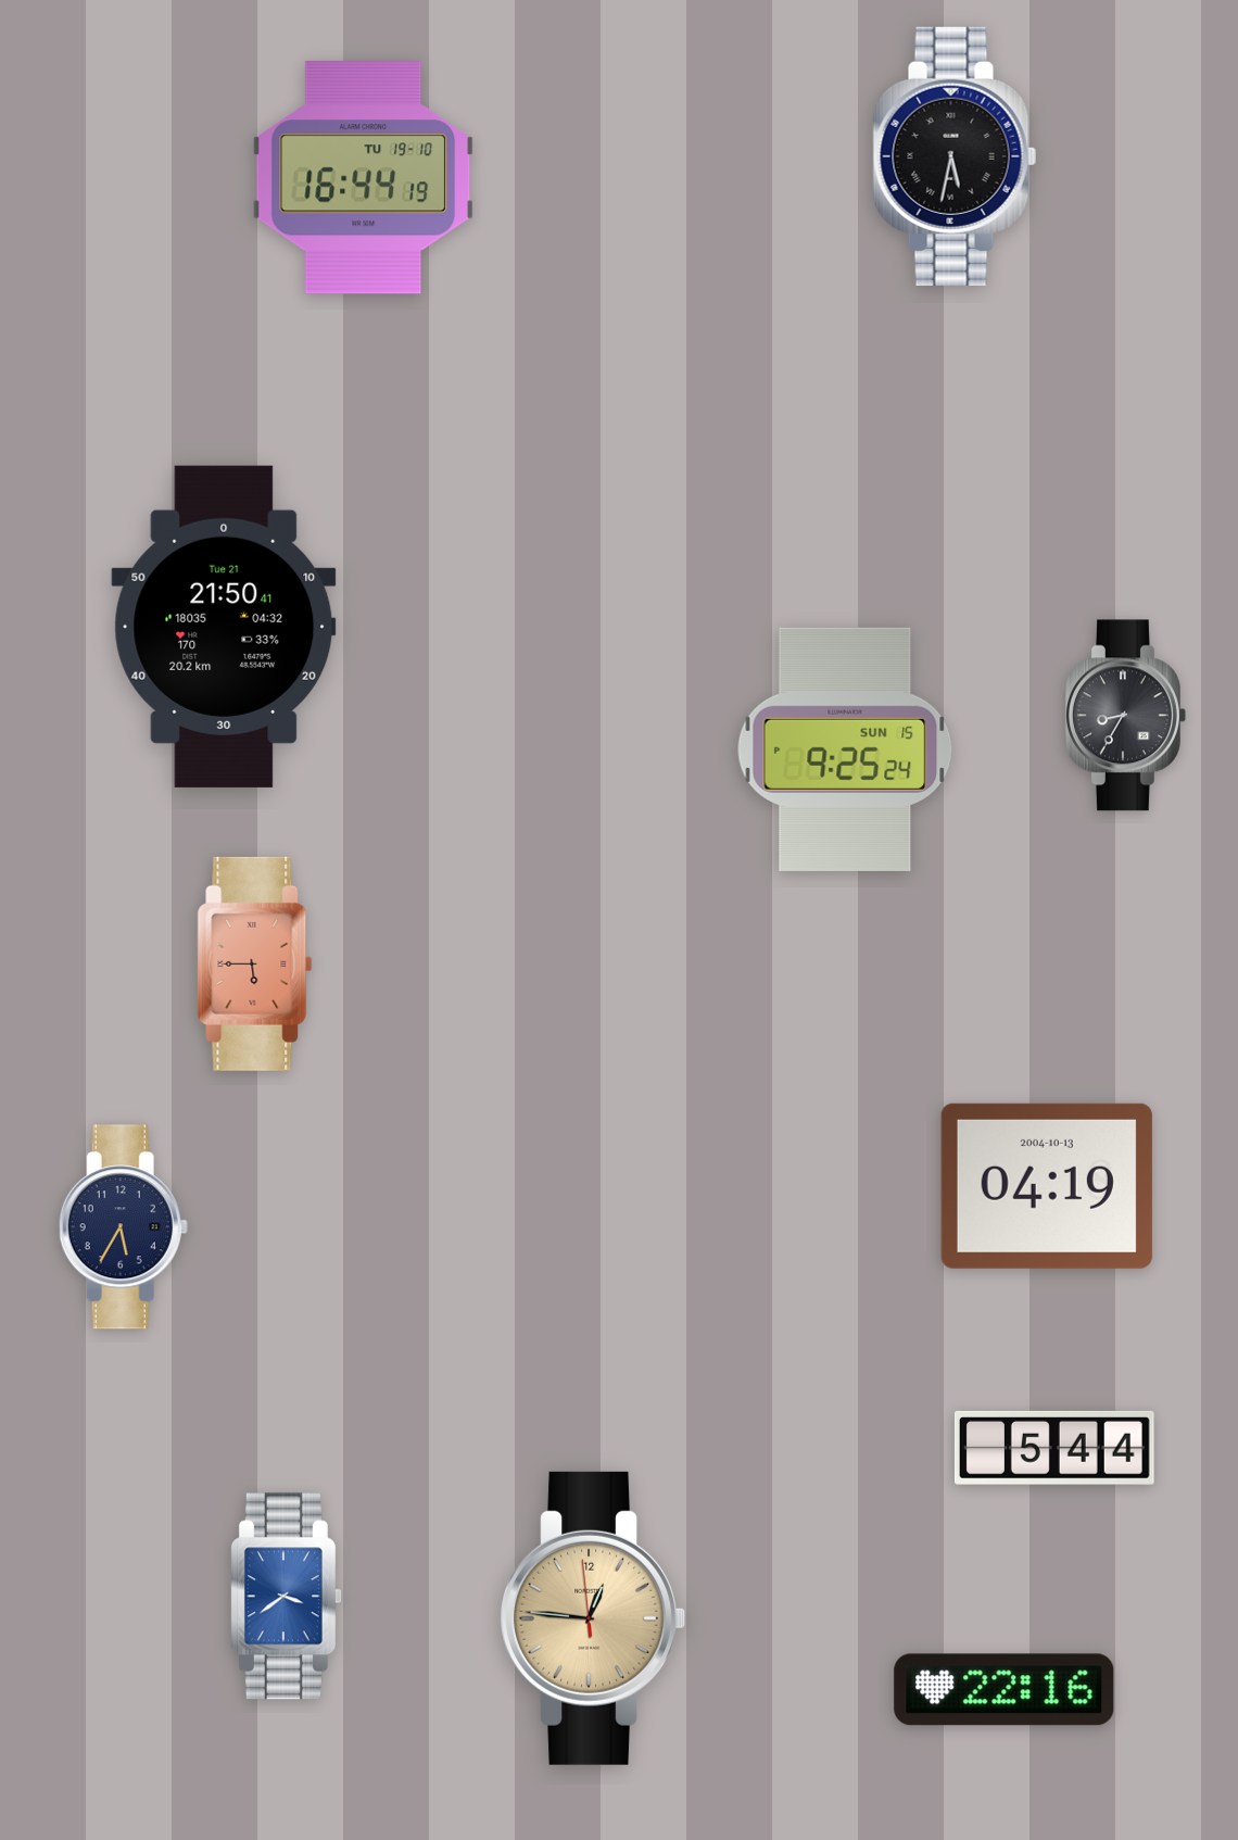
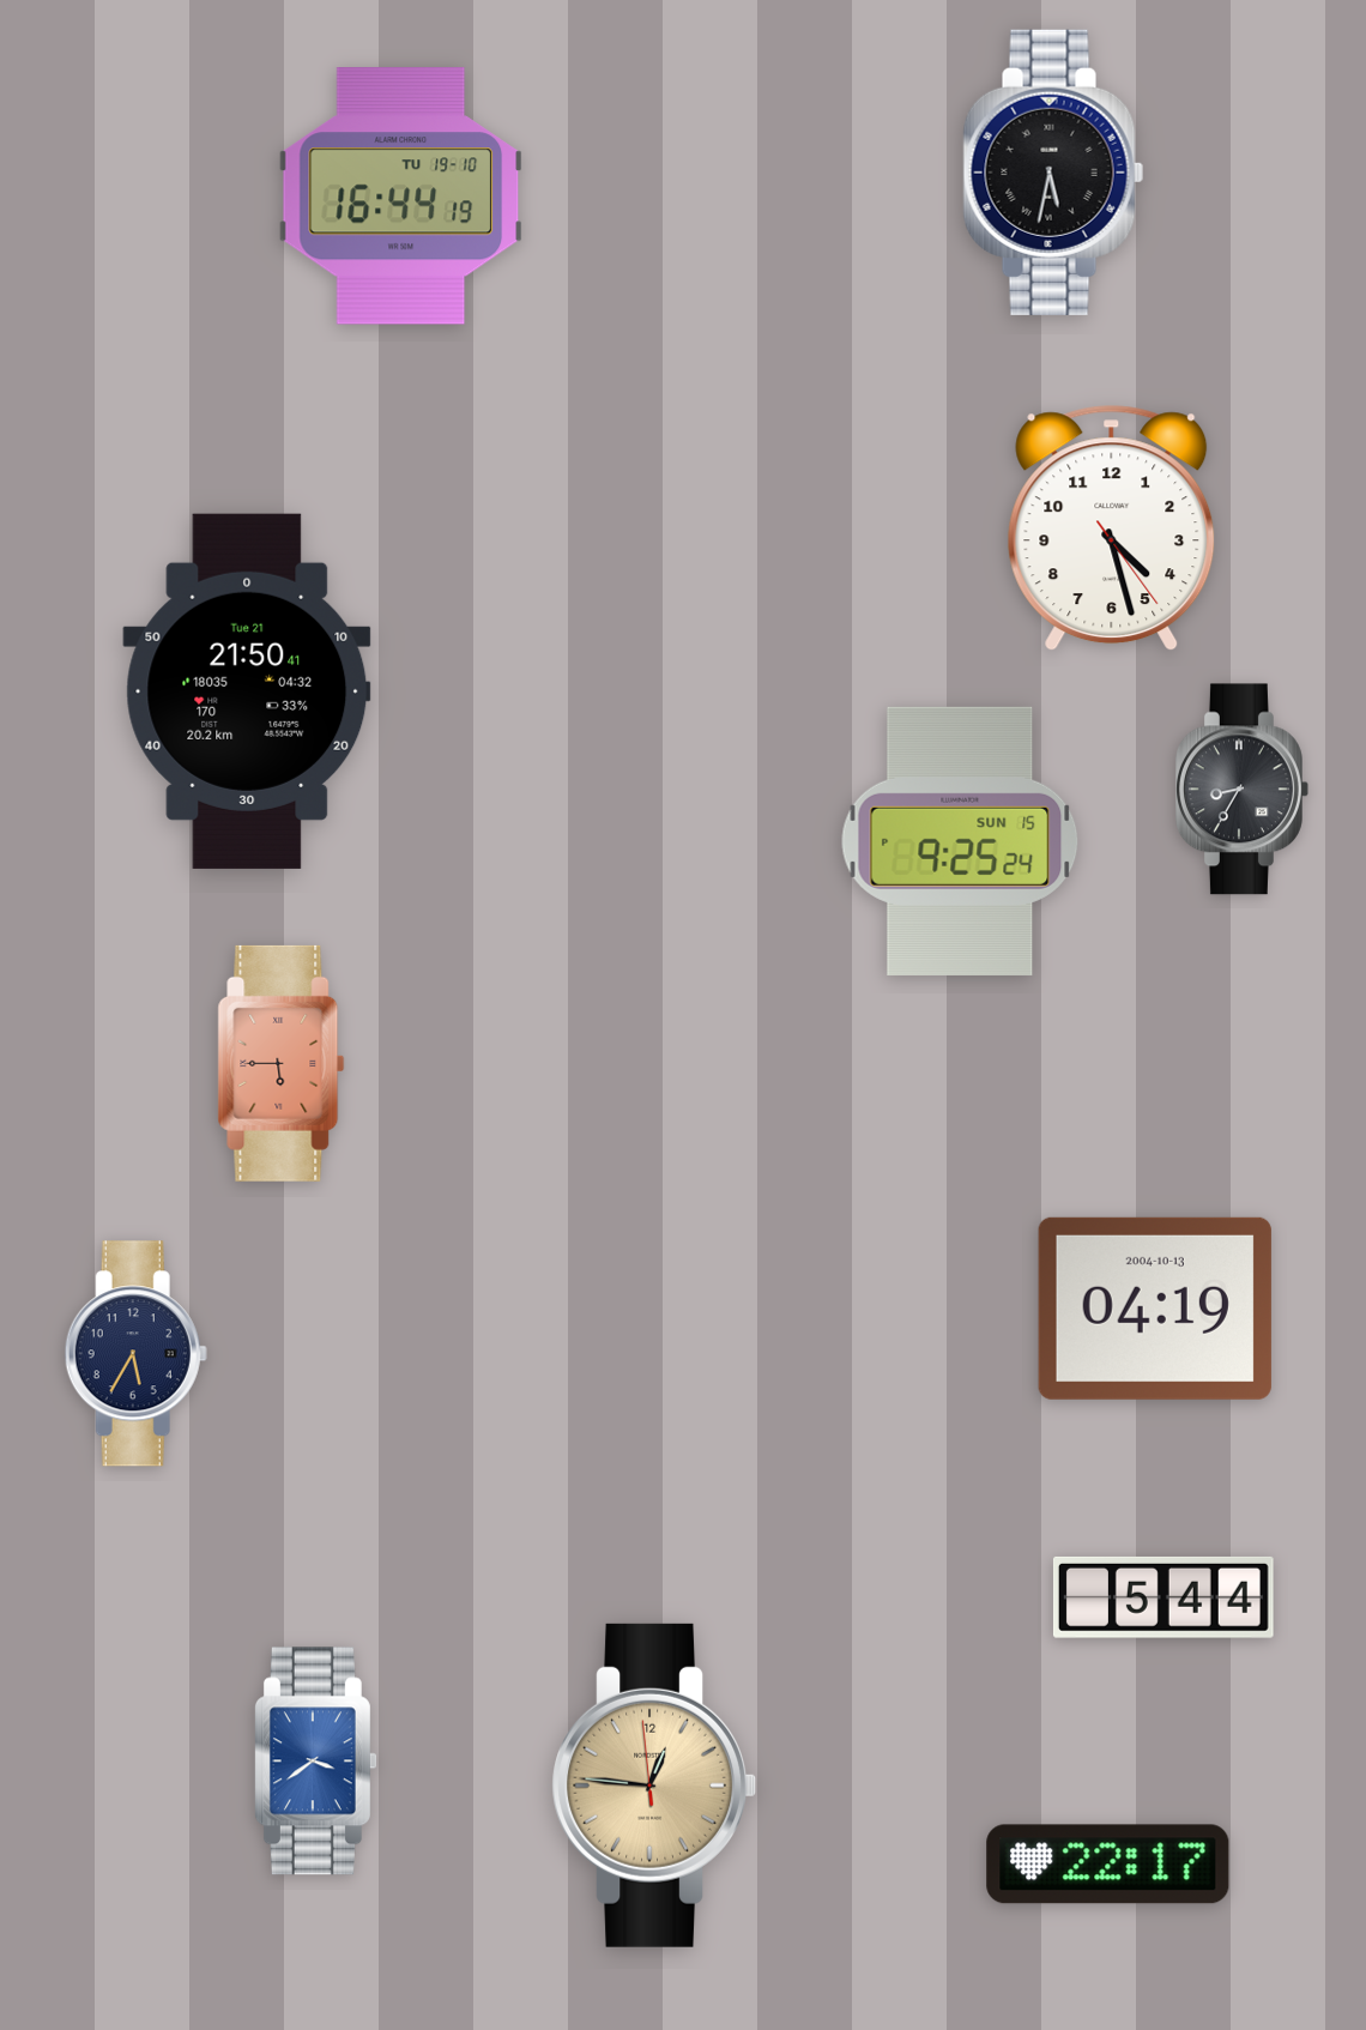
clock at (1112, 528): none -> 4:27
clock at (845, 749) position: (845, 749) -> (960, 841)
clock at (1005, 1690): 22:16 -> 22:17
